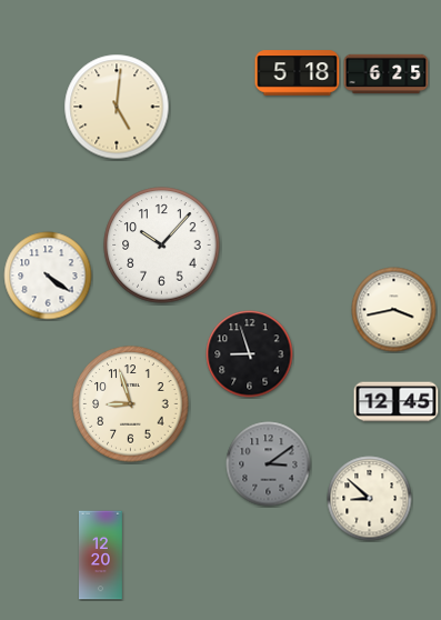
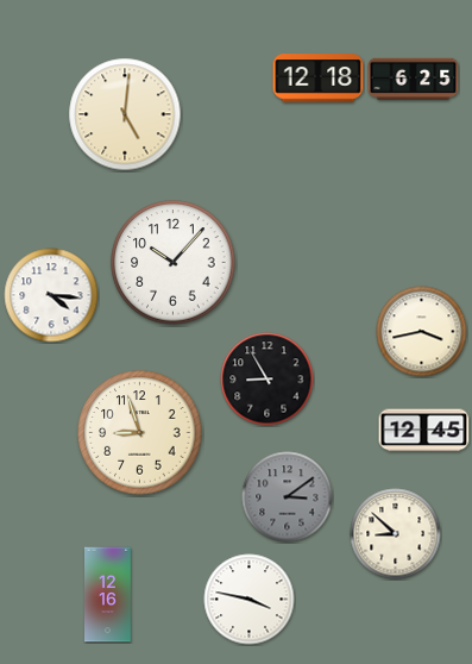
clock at (298, 73): 5:18 -> 12:18
clock at (48, 276): 4:21 -> 4:16
clock at (250, 354): 8:57 -> 8:55
clock at (101, 556): 12:20 -> 12:16
clock at (250, 600): none -> 3:47
